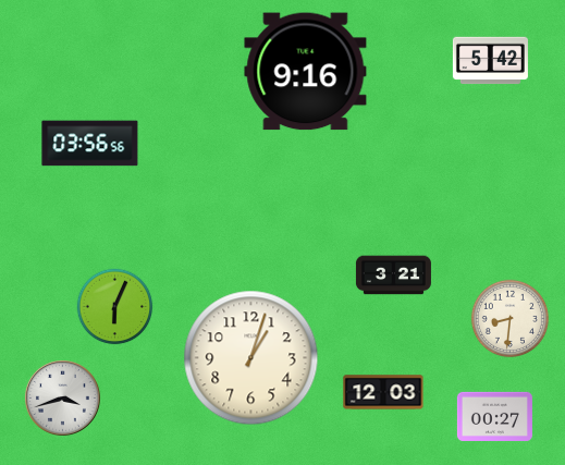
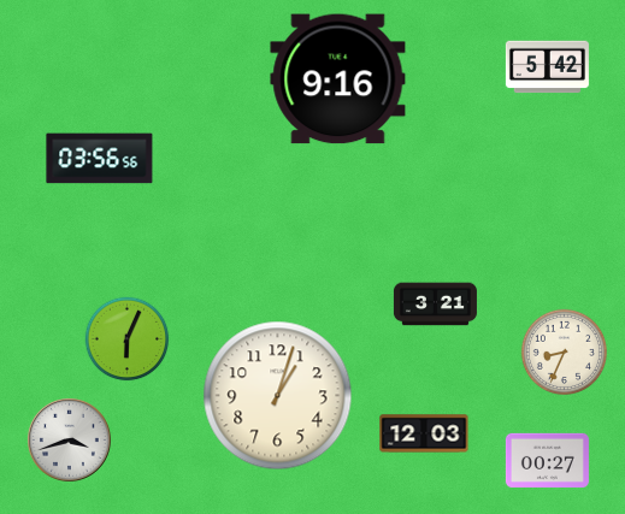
clock at (490, 61) position: (490, 61) -> (547, 67)
clock at (509, 318): 8:31 -> 8:34
